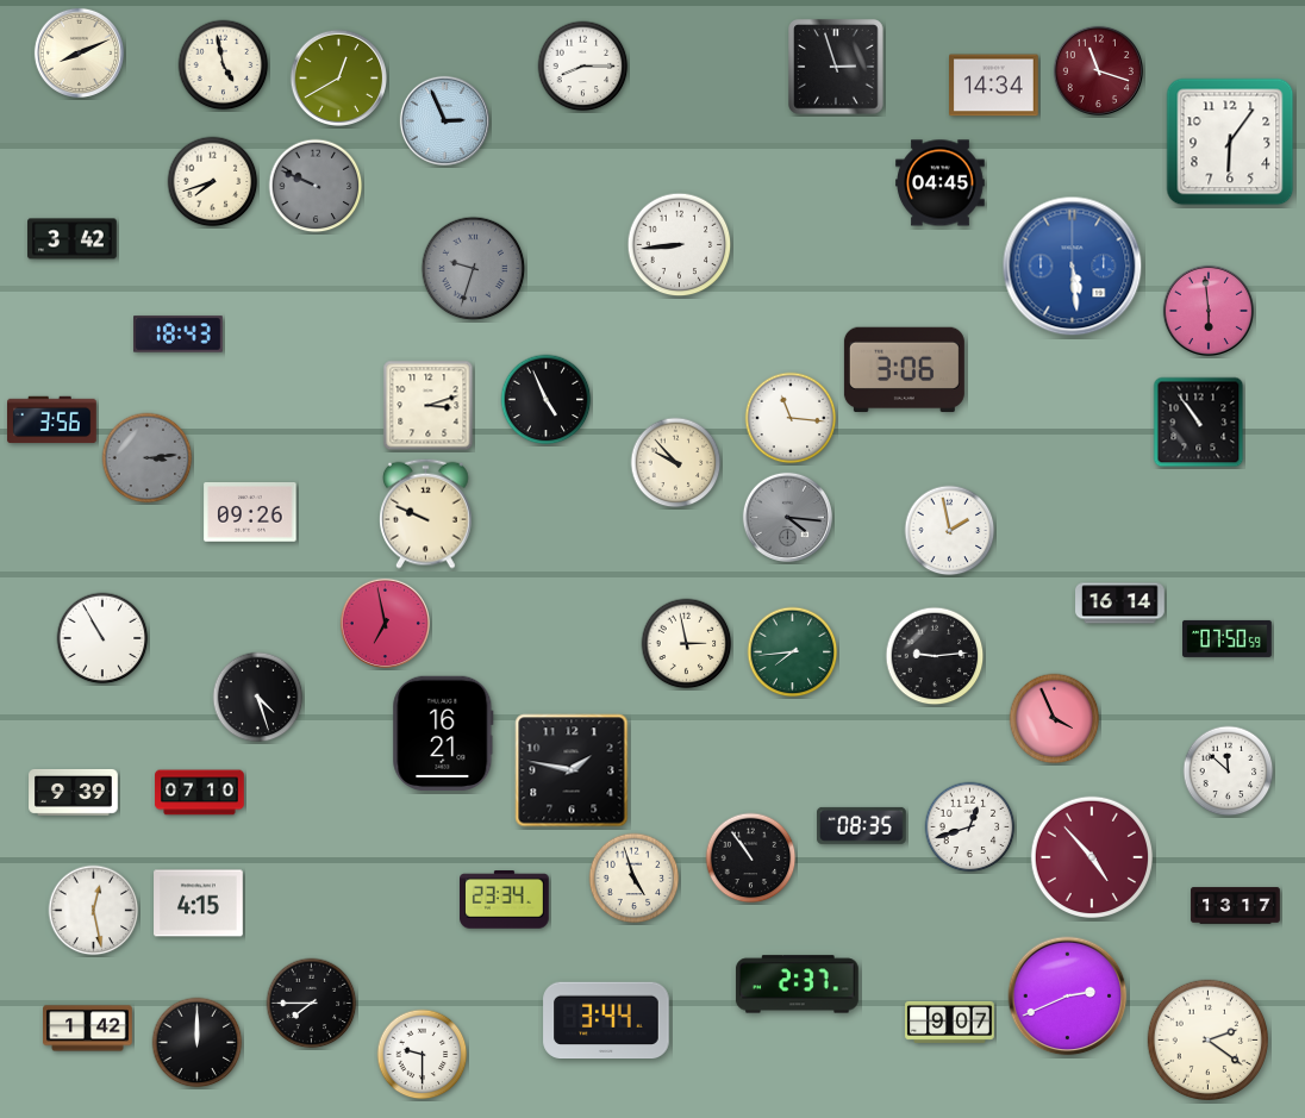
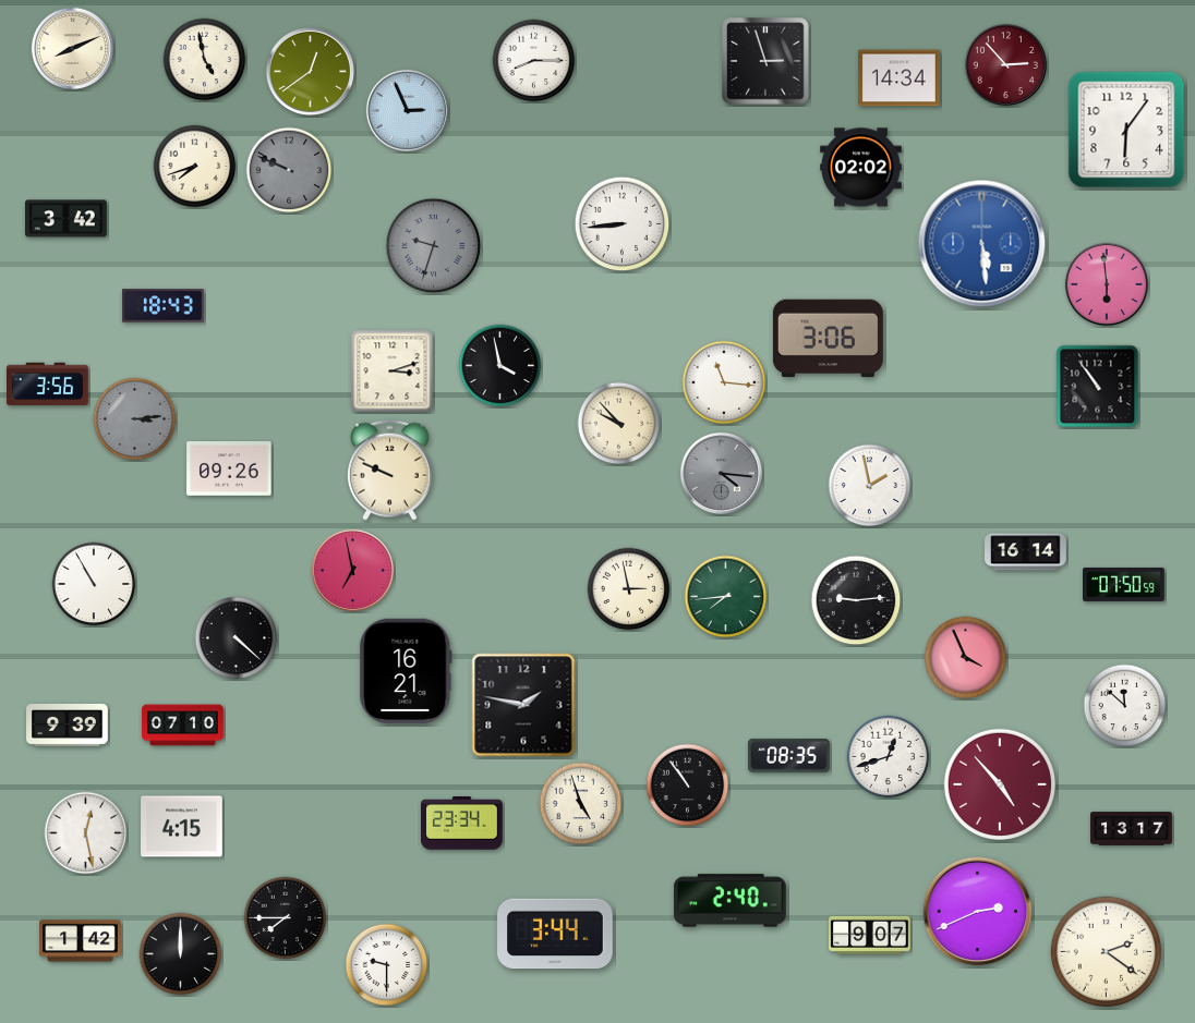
clock at (1098, 70): 11:18 -> 2:53
clock at (338, 77): 12:40 -> 12:39
clock at (994, 86) position: (994, 86) -> (900, 78)
clock at (941, 183): 04:45 -> 02:02
clock at (547, 400): 4:56 -> 3:58
clock at (258, 698): 4:27 -> 4:22
clock at (797, 985): 2:37 -> 2:40
